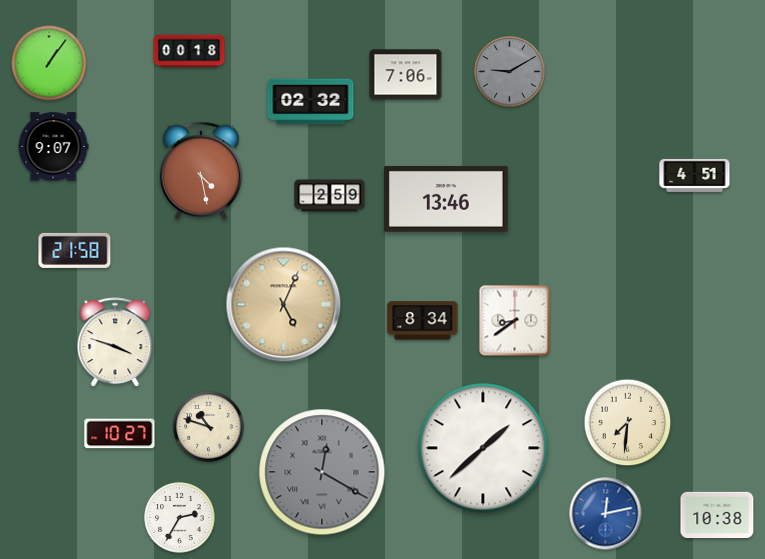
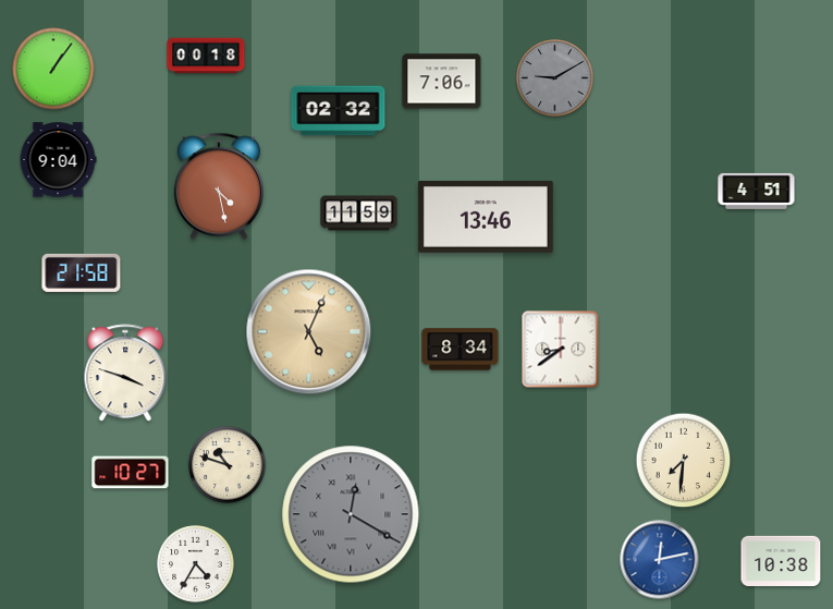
clock at (53, 147): 9:07 -> 9:04
clock at (330, 196): 2:59 -> 11:59
clock at (483, 448): 1:38 -> none
clock at (180, 518): 2:35 -> 4:35
